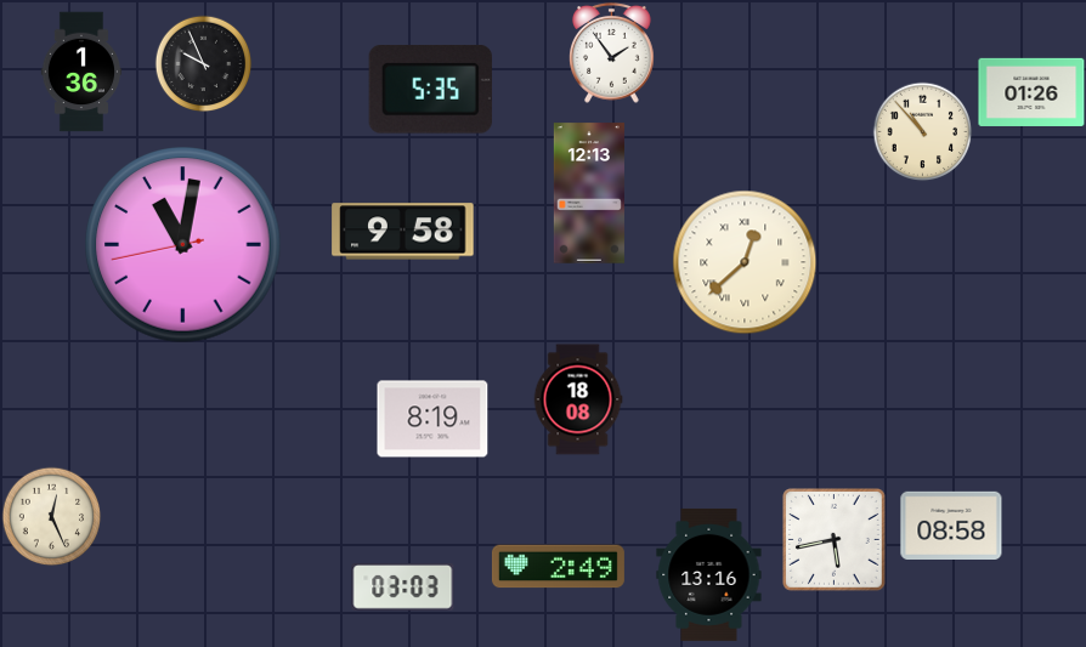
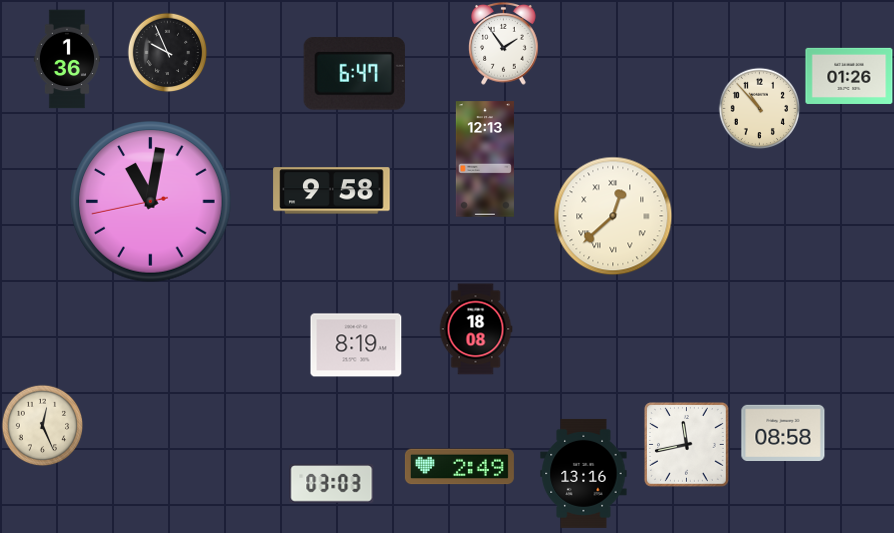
clock at (430, 89): 5:35 -> 6:47
clock at (835, 540): 5:43 -> 11:43
